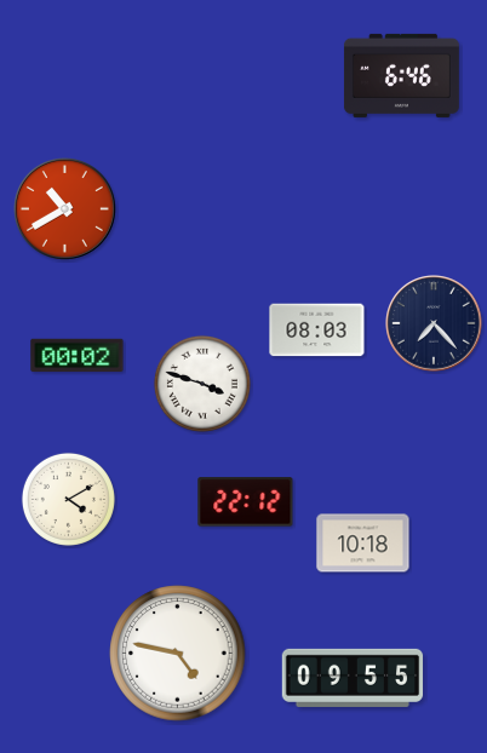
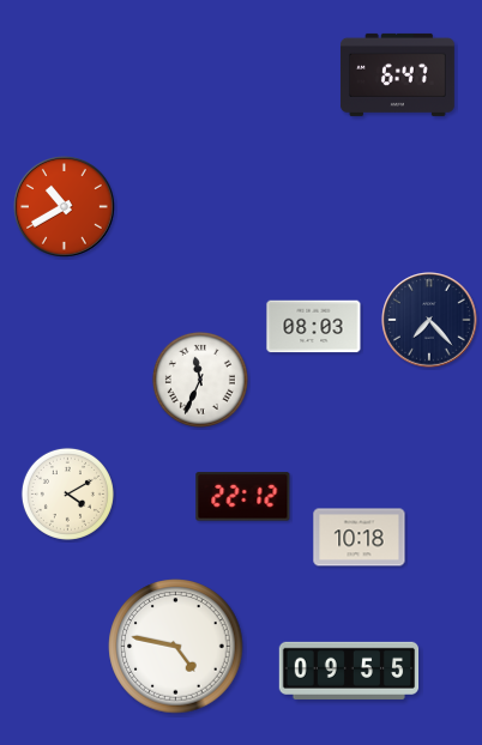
clock at (401, 75): 6:46 -> 6:47
clock at (78, 356): 00:02 -> none
clock at (202, 384): 3:48 -> 11:34
